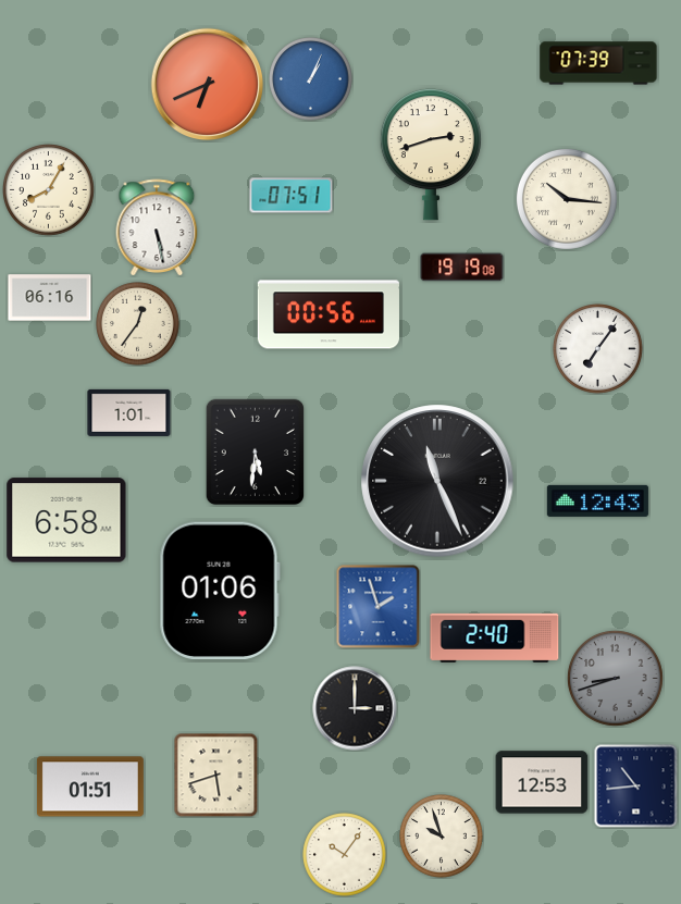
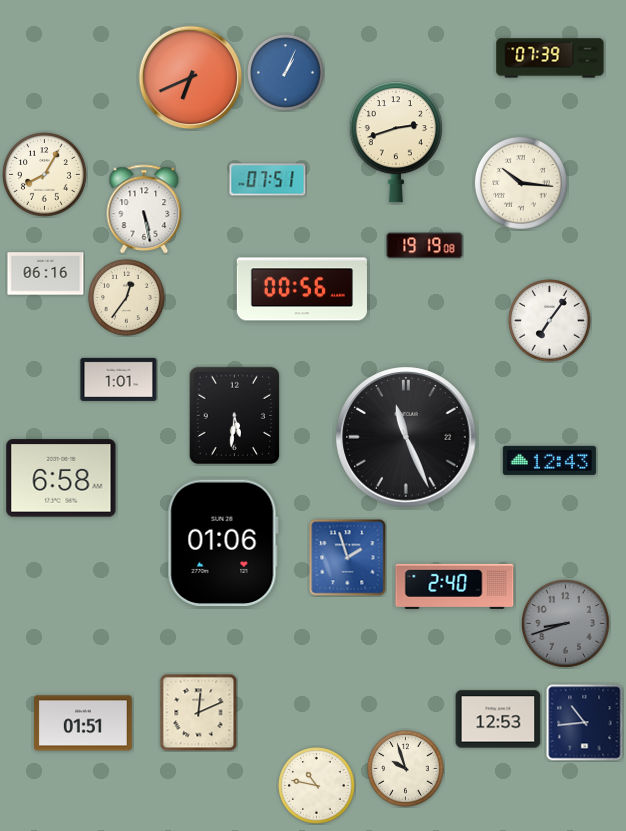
clock at (437, 481) position: (437, 481) -> (406, 437)
clock at (220, 590) position: (220, 590) -> (223, 542)
clock at (355, 708): 3:00 -> none
clock at (215, 775): 5:42 -> 12:11
clock at (345, 855): 10:06 -> 10:47
